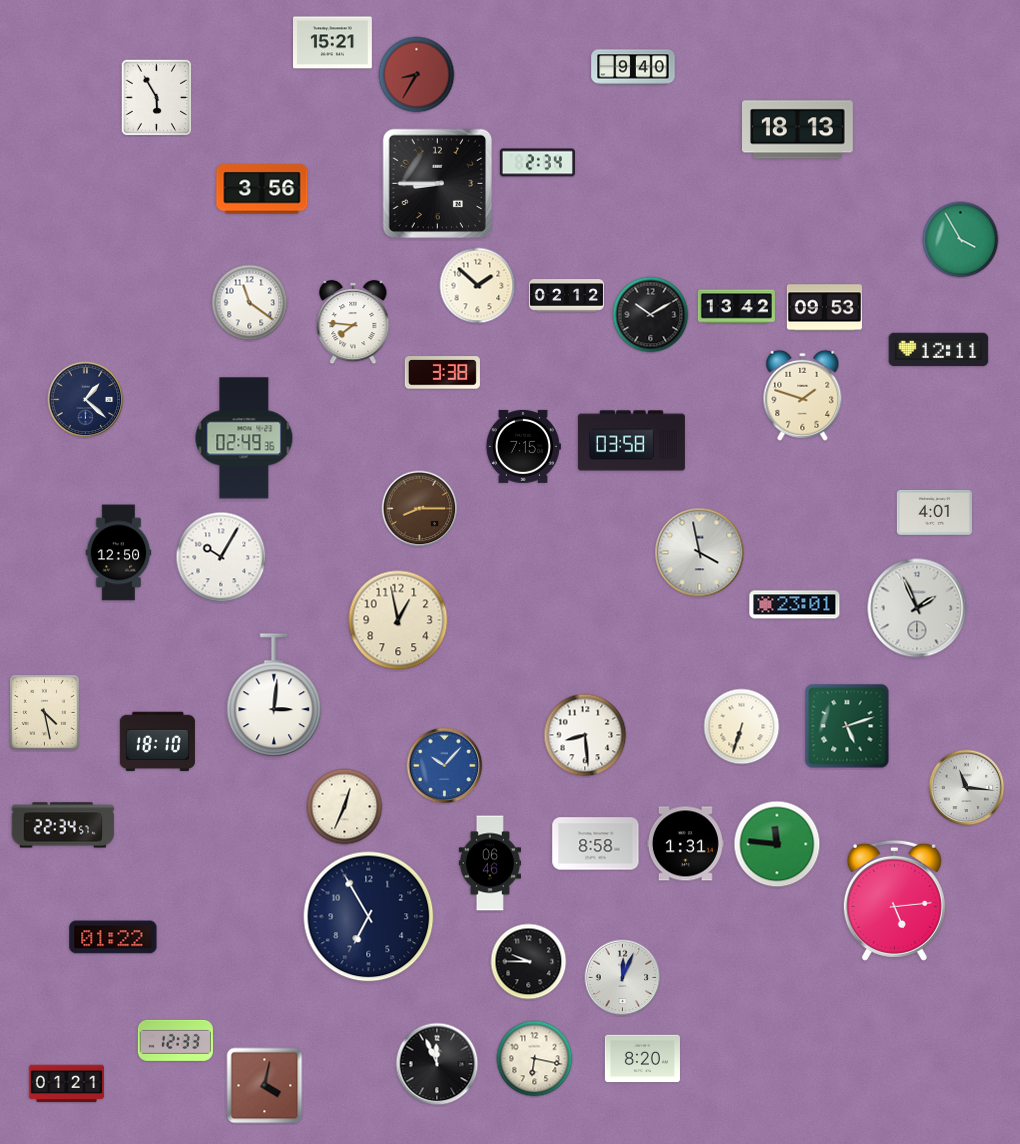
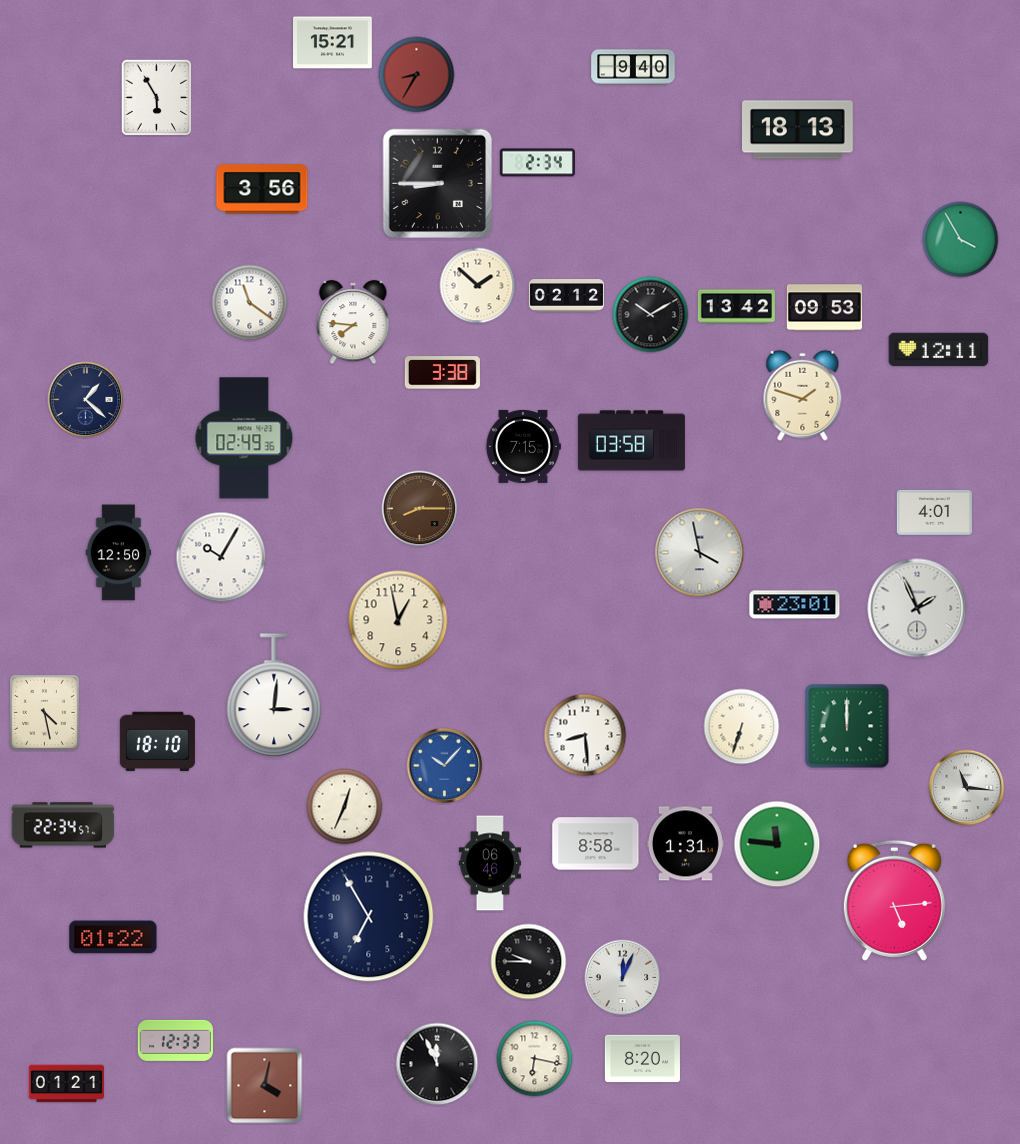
clock at (847, 726): 5:12 -> 12:00
